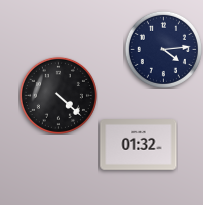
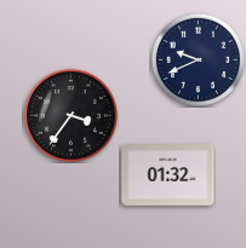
clock at (163, 49): 4:14 -> 9:41
clock at (58, 95): 4:22 -> 3:36
